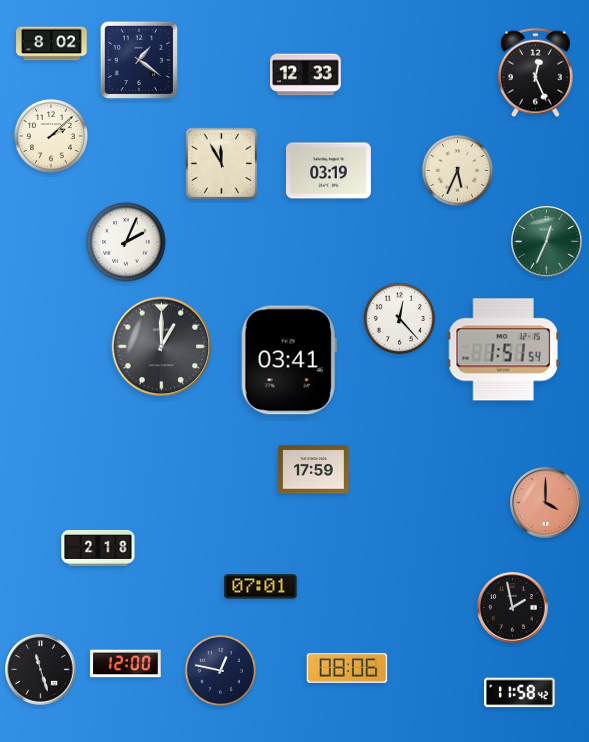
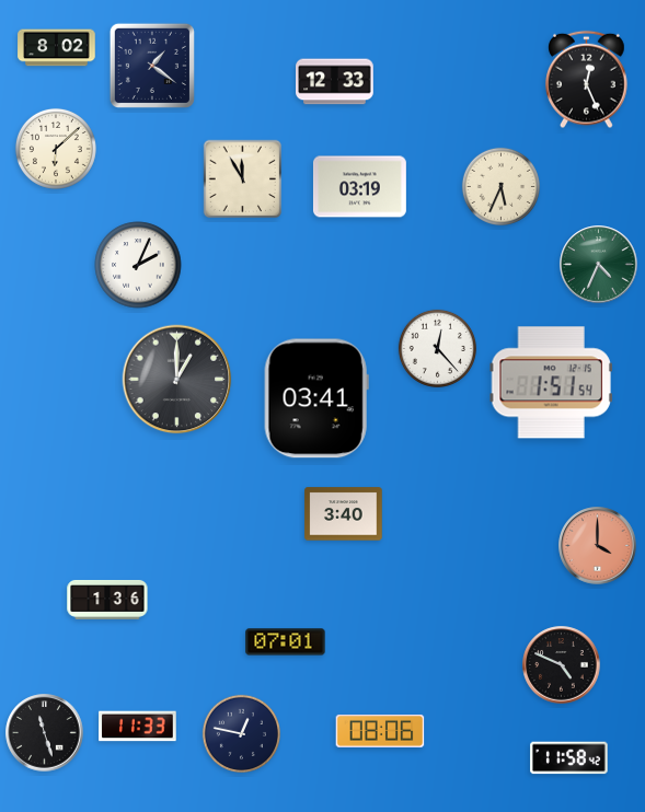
clock at (51, 136): 2:08 -> 6:08
clock at (547, 242): 12:34 -> 4:34
clock at (289, 360) position: (289, 360) -> (316, 398)
clock at (314, 470): 17:59 -> 3:40
clock at (546, 503) position: (546, 503) -> (598, 546)
clock at (98, 548): 2:18 -> 1:36
clock at (513, 608): 1:58 -> 4:49
clock at (126, 664): 12:00 -> 11:33
